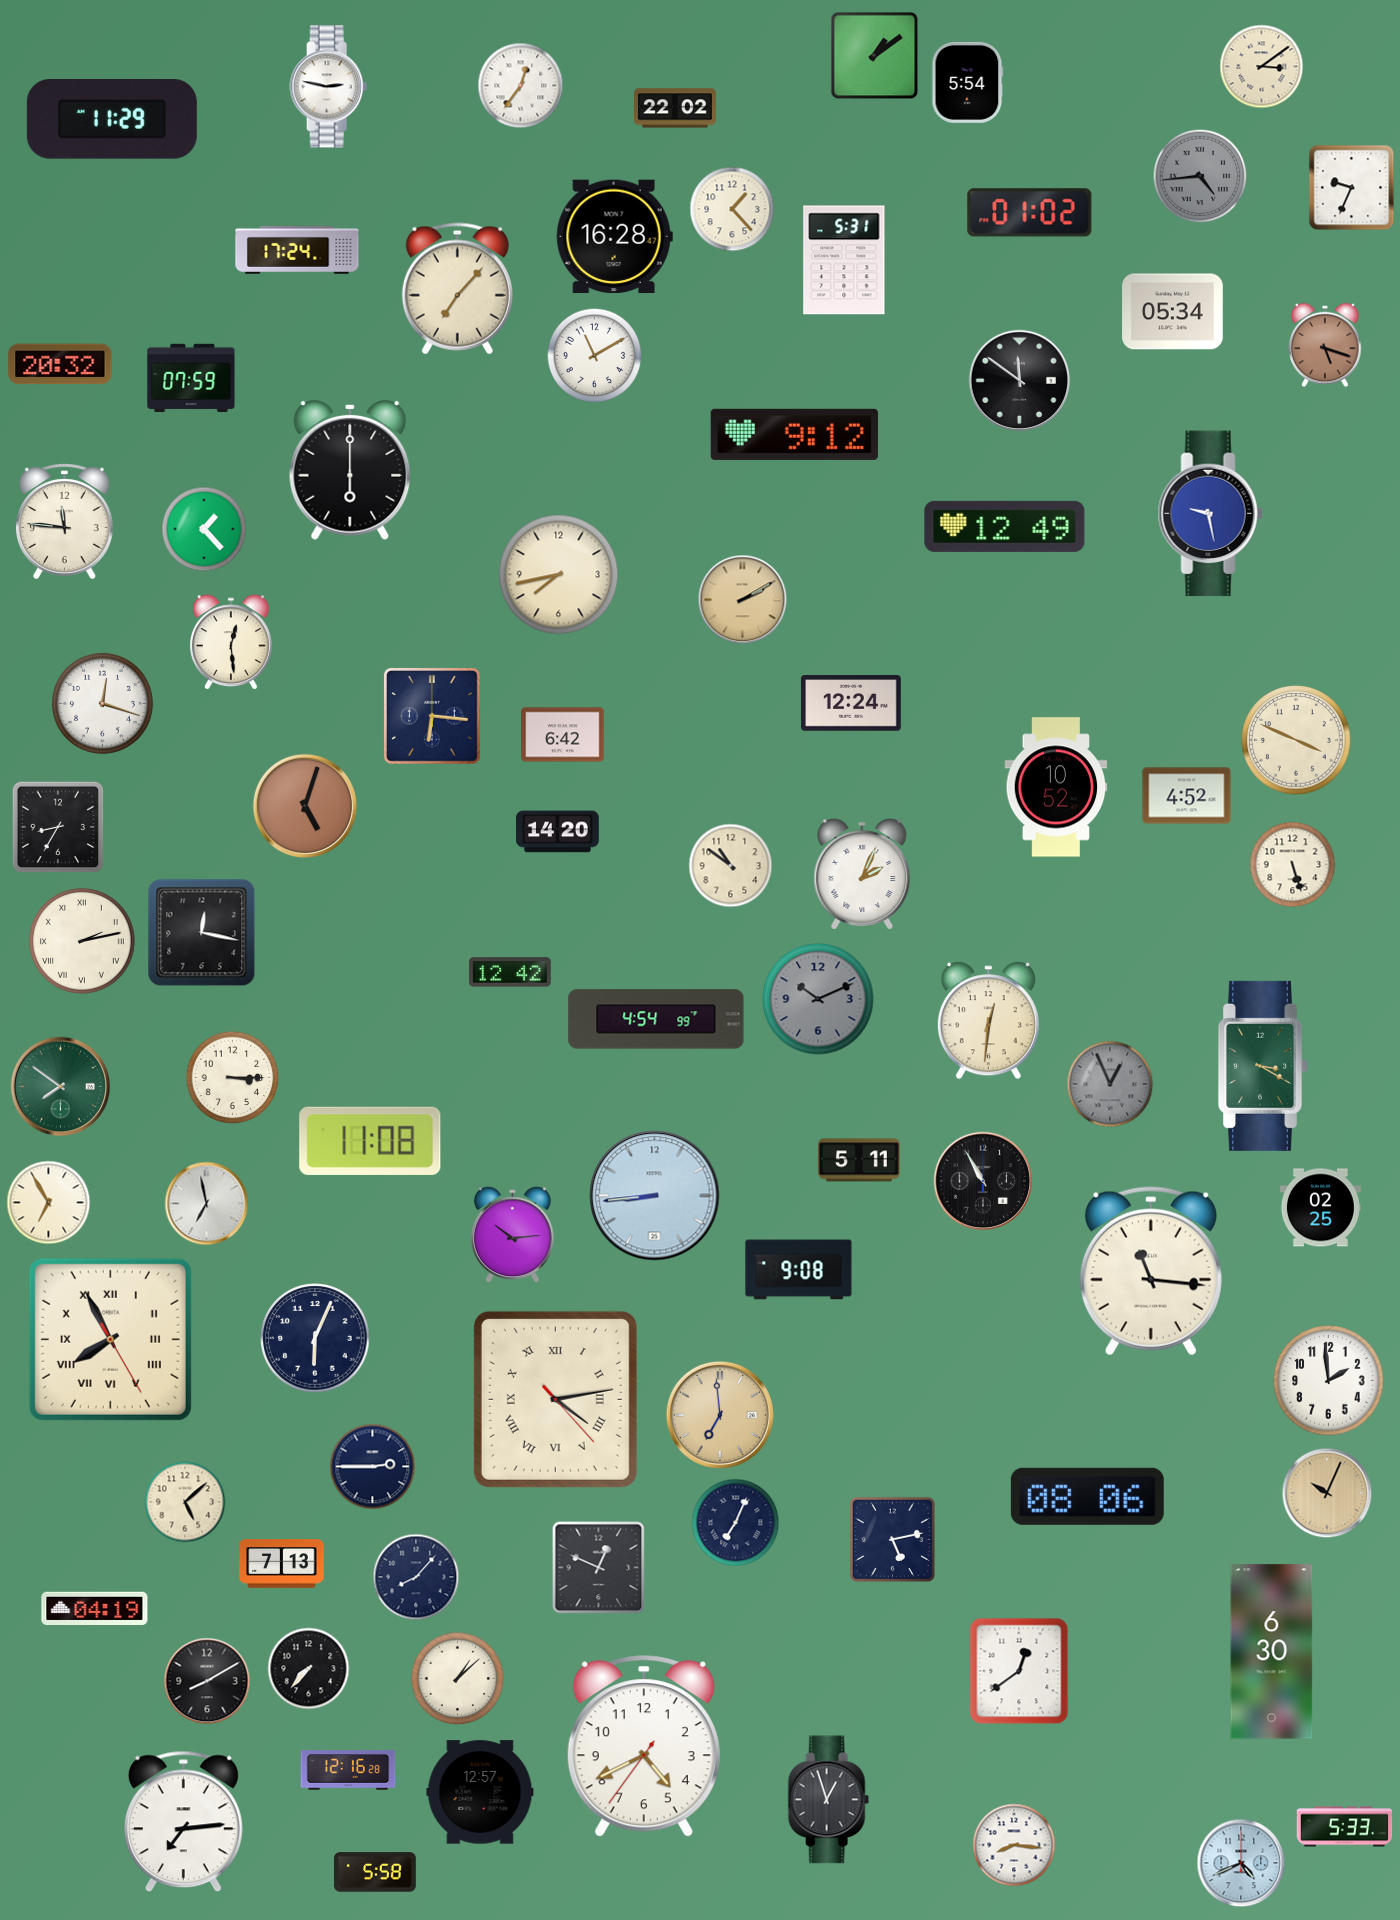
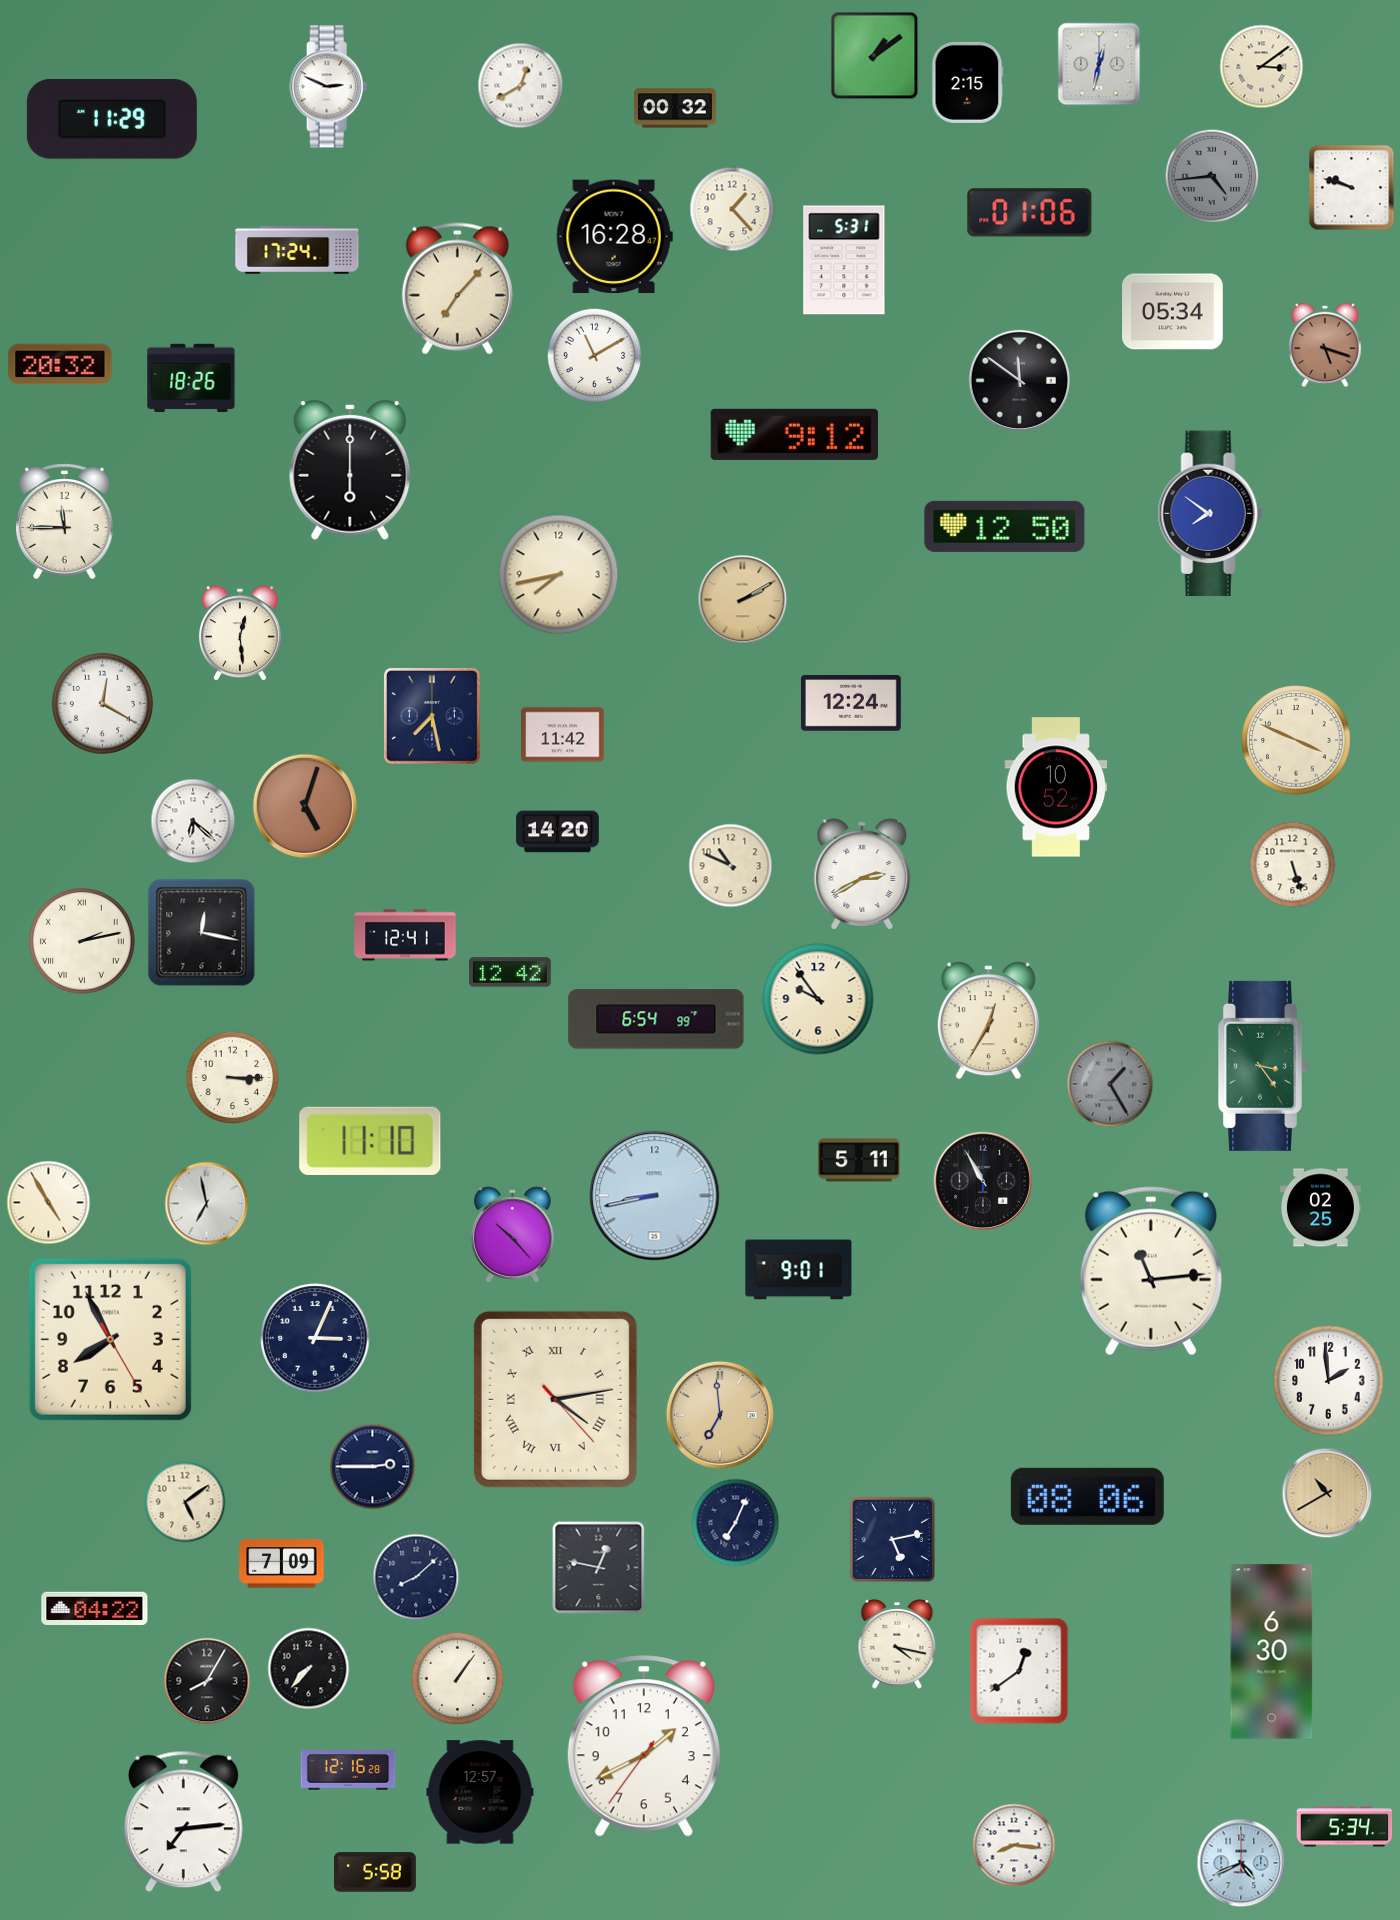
clock at (1099, 64): none -> 12:32
clock at (968, 82): 5:54 -> 2:15
clock at (521, 86): 12:36 -> 12:40
clock at (329, 87): 2:47 -> 2:49
clock at (676, 108): 22:02 -> 00:32
clock at (1200, 176) position: (1200, 176) -> (1212, 176)
clock at (1352, 188): 9:34 -> 9:48
clock at (1030, 213): 01:02 -> 01:06
clock at (191, 378): 07:59 -> 18:26
clock at (1210, 514): 9:28 -> 7:51
clock at (65, 522): 11:46 -> 11:45
clock at (1005, 526): 12:49 -> 12:50
clock at (204, 529): 1:23 -> none
clock at (232, 642) position: (232, 642) -> (241, 633)
clock at (102, 703): 12:18 -> 12:20
clock at (432, 716): 6:16 -> 7:28
clock at (563, 735): 6:42 -> 11:42
clock at (1187, 796): 4:52 -> none
clock at (193, 821): none -> 6:22
clock at (58, 827): 8:35 -> none
clock at (731, 866): 10:51 -> 10:49
clock at (862, 874): 2:04 -> 2:40
clock at (405, 935): none -> 12:41
clock at (818, 999): 10:11 -> 9:54
clock at (818, 999) dial: grey -> cream
clock at (656, 1019): 4:54 -> 6:54
clock at (988, 1021): 12:31 -> 12:35
clock at (1263, 1066): 3:20 -> 3:24
clock at (1110, 1084): 12:56 -> 1:25
clock at (61, 1087): 7:51 -> none
clock at (370, 1141): 11:08 -> 11:10
clock at (655, 1196): 8:44 -> 8:43
clock at (49, 1203): 6:55 -> 4:55
clock at (512, 1235): 10:14 -> 10:23
clock at (799, 1270): 9:08 -> 9:01
clock at (1151, 1271): 11:16 -> 11:14
clock at (315, 1338): 6:04 -> 3:04
clock at (110, 1339) numerals: Roman -> Arabic
clock at (1327, 1493): 10:04 -> 10:40
clock at (185, 1502): 5:08 -> 5:09
clock at (282, 1564): 7:13 -> 7:09
clock at (599, 1568): 12:49 -> 12:47
clock at (416, 1577): 8:07 -> 8:08
clock at (95, 1609): 04:19 -> 04:22
clock at (897, 1645): none -> 4:17
clock at (458, 1679): 1:08 -> 1:06
clock at (207, 1681): 8:10 -> 8:05
clock at (644, 1746): 4:40 -> 1:40
clock at (828, 1800): 12:57 -> none
clock at (1345, 1827): 5:33 -> 5:34
